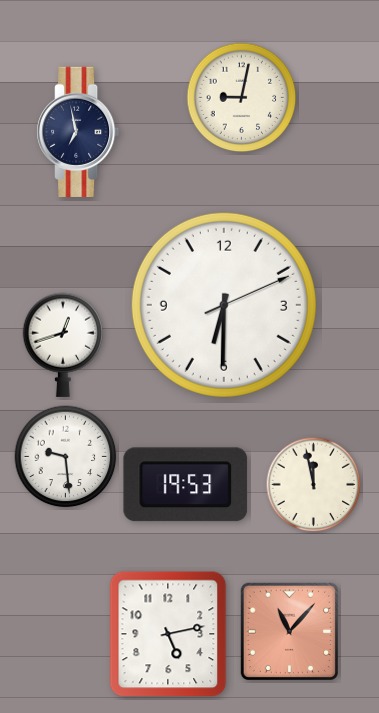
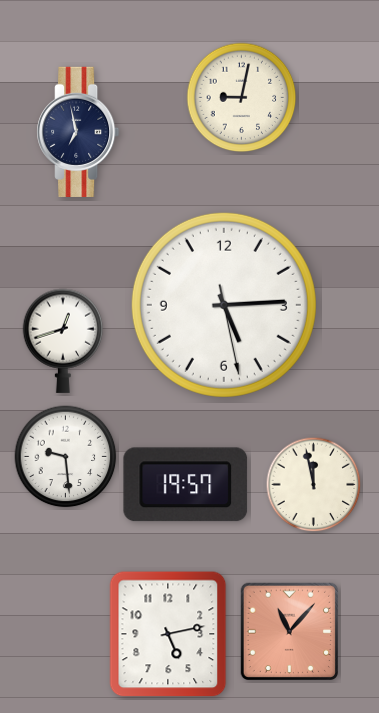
clock at (224, 305): 6:30 -> 5:14
clock at (63, 345) position: (63, 345) -> (63, 341)
clock at (186, 485): 19:53 -> 19:57
